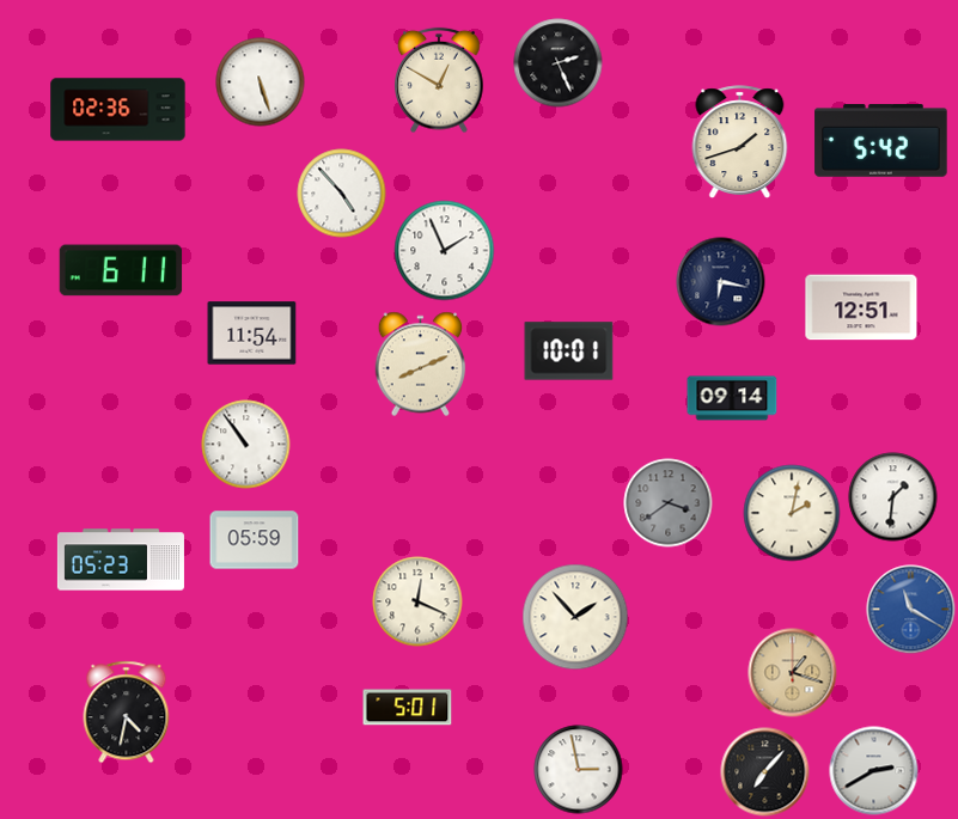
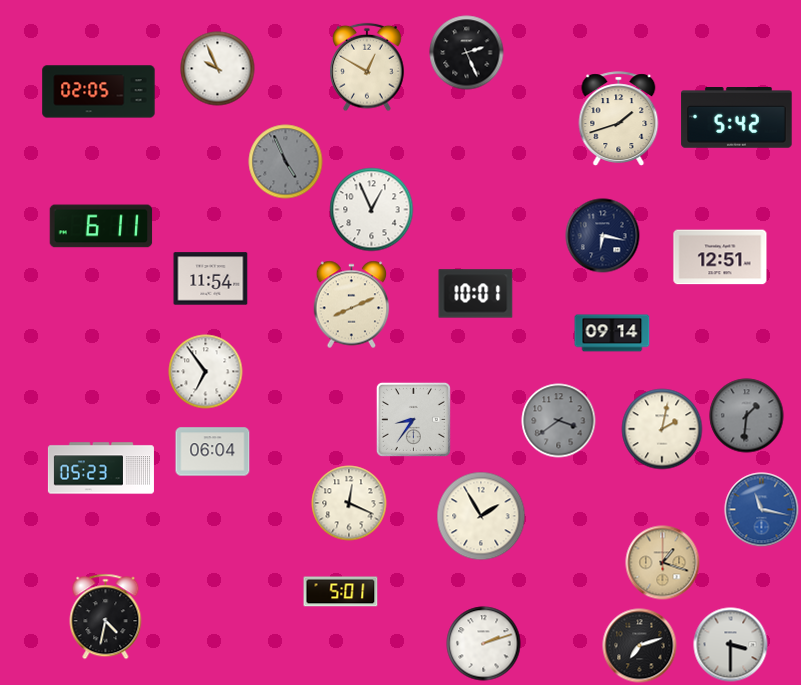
clock at (261, 82): 5:27 -> 9:56
clock at (118, 110): 02:36 -> 02:05
clock at (342, 194): 4:53 -> 4:56
clock at (342, 194) dial: white -> grey
clock at (445, 251): 1:56 -> 12:56
clock at (246, 445): 10:54 -> 6:54
clock at (893, 497) dial: white -> grey
clock at (413, 419): none -> 8:36
clock at (255, 540): 05:59 -> 06:04
clock at (911, 610): 11:20 -> 11:17
clock at (575, 617): 1:53 -> 1:55
clock at (127, 713) position: (127, 713) -> (106, 617)
clock at (579, 770): 2:58 -> 2:12
clock at (874, 771): 2:40 -> 3:30
clock at (765, 772): 7:07 -> 7:12
